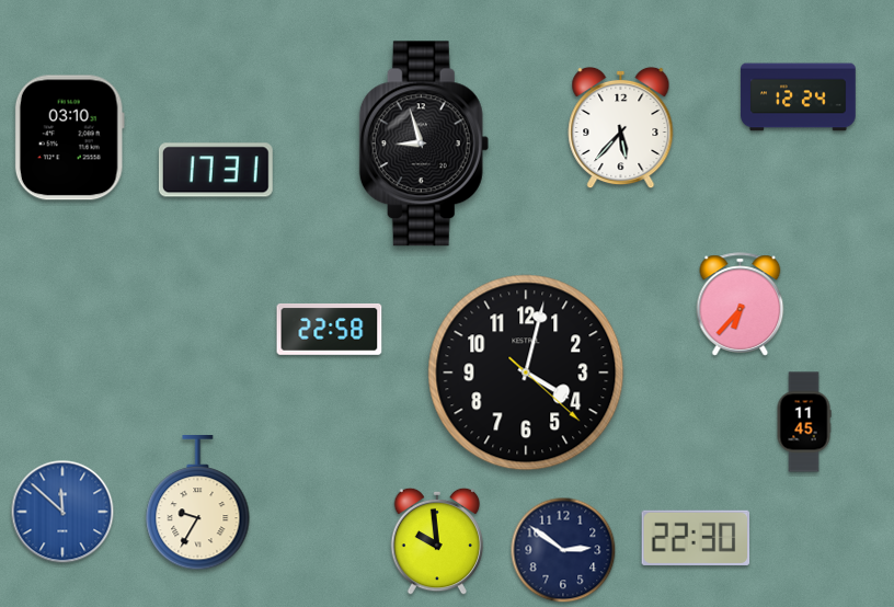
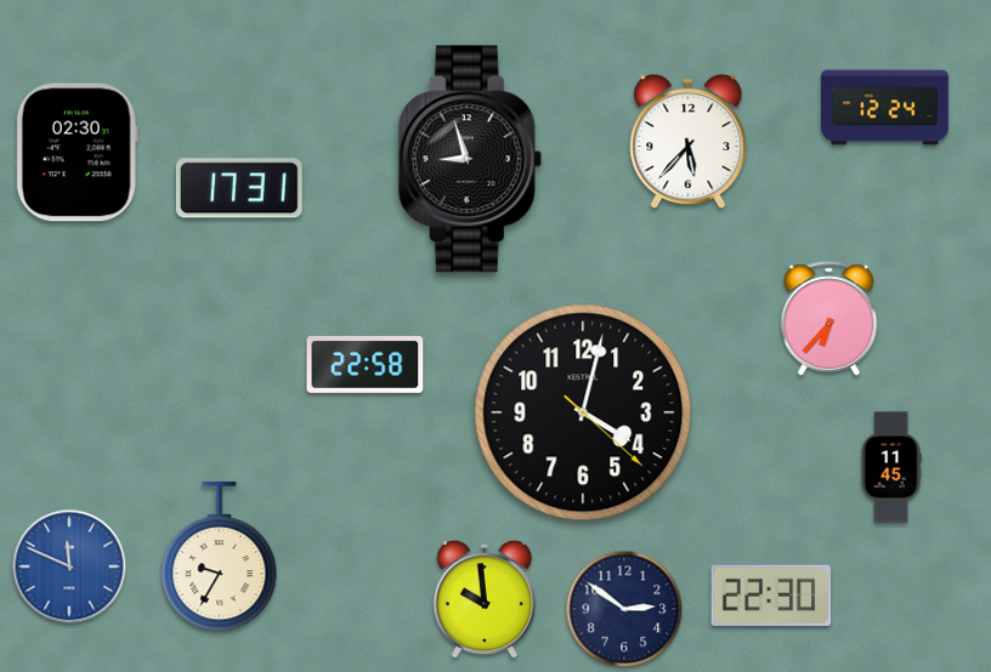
clock at (69, 138): 03:10 -> 02:30
clock at (741, 305) position: (741, 305) -> (829, 319)
clock at (62, 512): 11:52 -> 11:49
